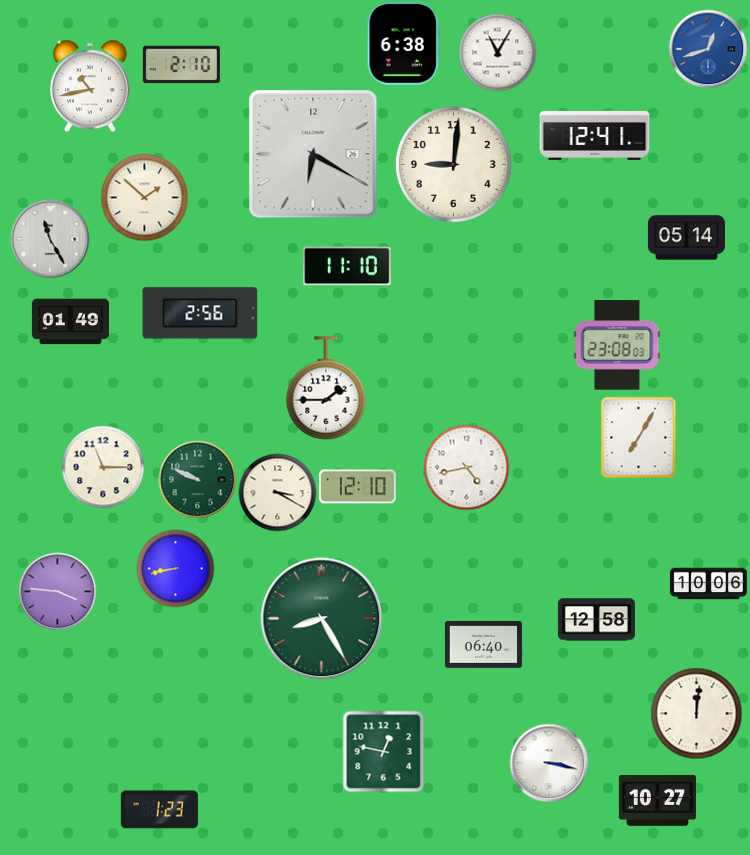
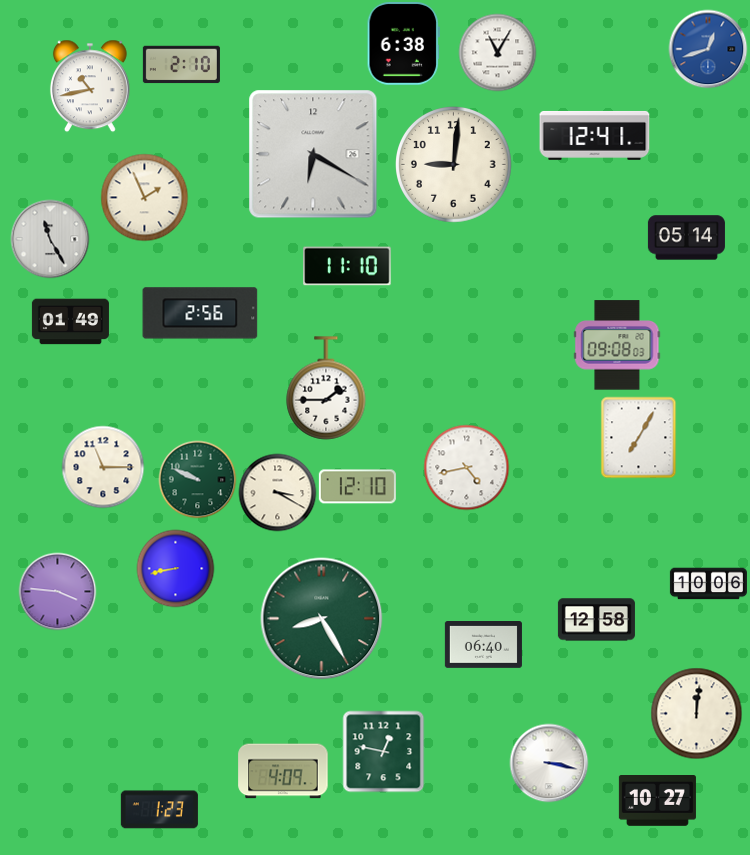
clock at (144, 197): 1:52 -> 1:56
clock at (617, 345): 23:08 -> 09:08
clock at (283, 771): none -> 4:09
